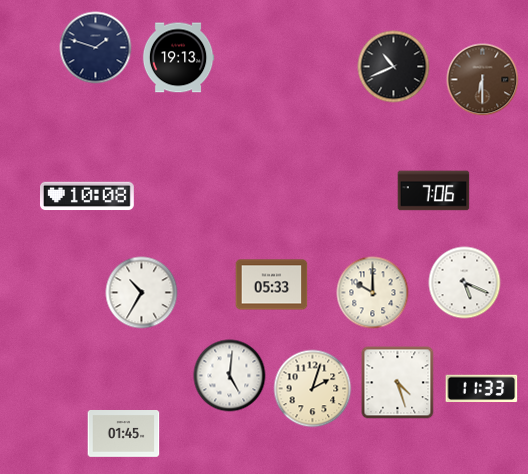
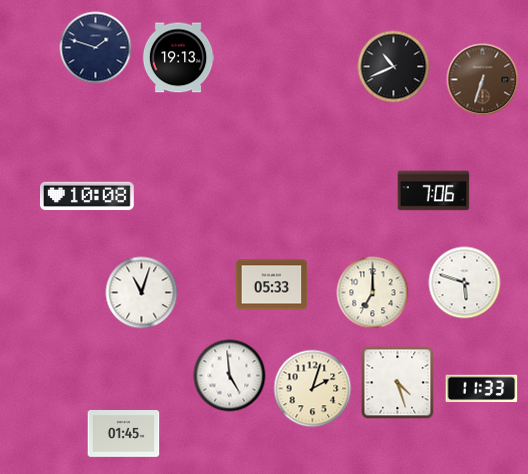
clock at (483, 80): 6:30 -> 6:33
clock at (465, 283): 5:19 -> 5:48
clock at (142, 293): 10:35 -> 11:03
clock at (373, 293): 10:00 -> 7:00
clock at (230, 376): 5:01 -> 4:59
